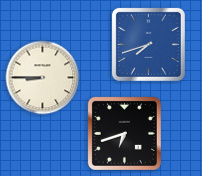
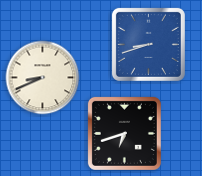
clock at (148, 44): 7:42 -> 8:42
clock at (43, 78): 8:45 -> 8:41
